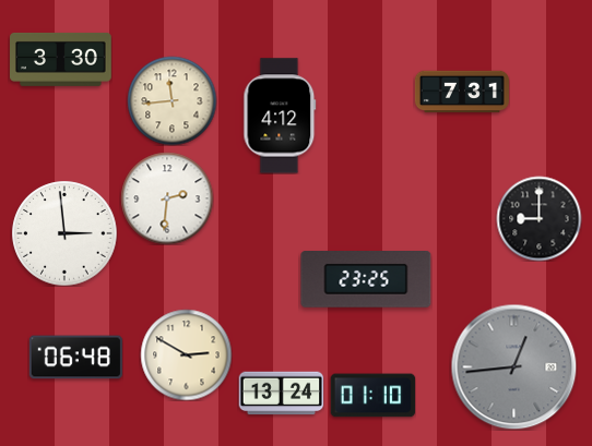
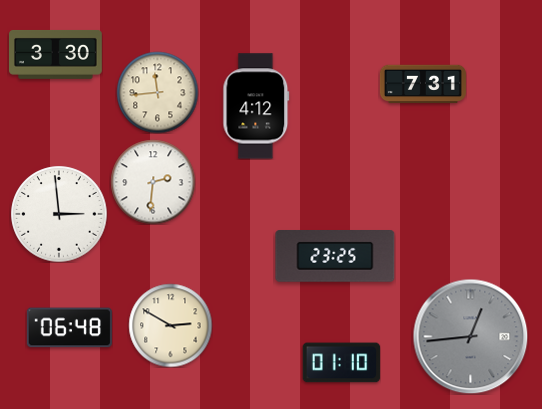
clock at (538, 218): 9:00 -> none
clock at (281, 394): 13:24 -> none
